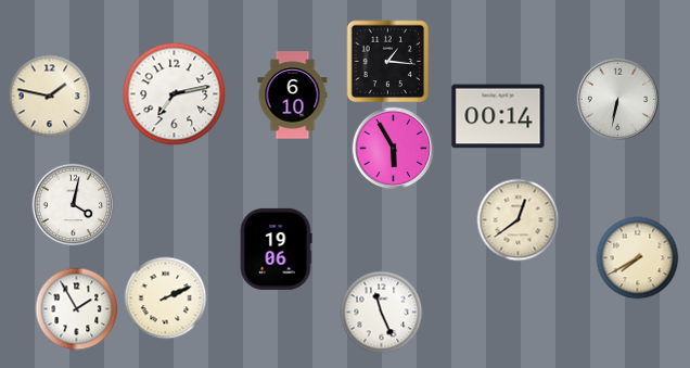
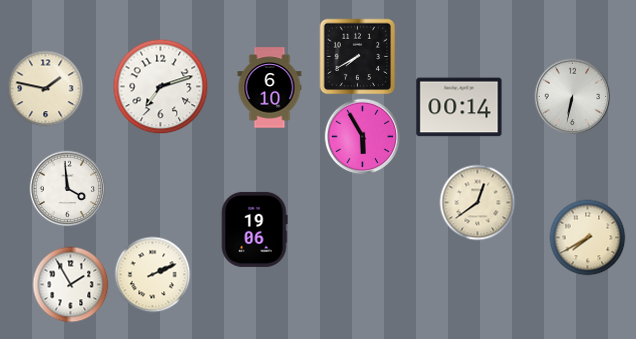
clock at (388, 62): 1:16 -> 7:40
clock at (175, 94): 7:13 -> 7:12
clock at (618, 100) position: (618, 100) -> (573, 97)
clock at (74, 205): 4:02 -> 3:59
clock at (382, 313): 11:26 -> none
